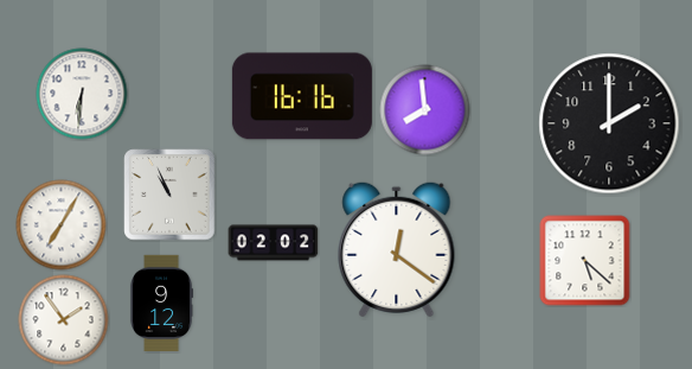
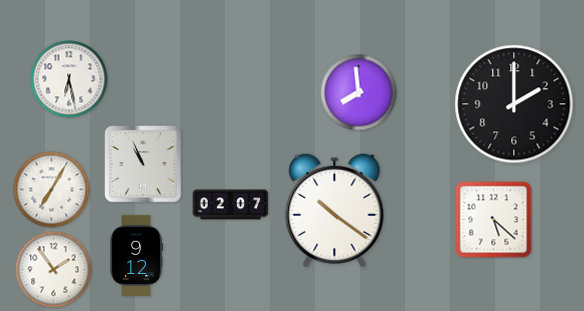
clock at (82, 94): 6:31 -> 6:28
clock at (302, 96): 16:16 -> none
clock at (274, 243): 02:02 -> 02:07
clock at (397, 248): 12:21 -> 10:21
